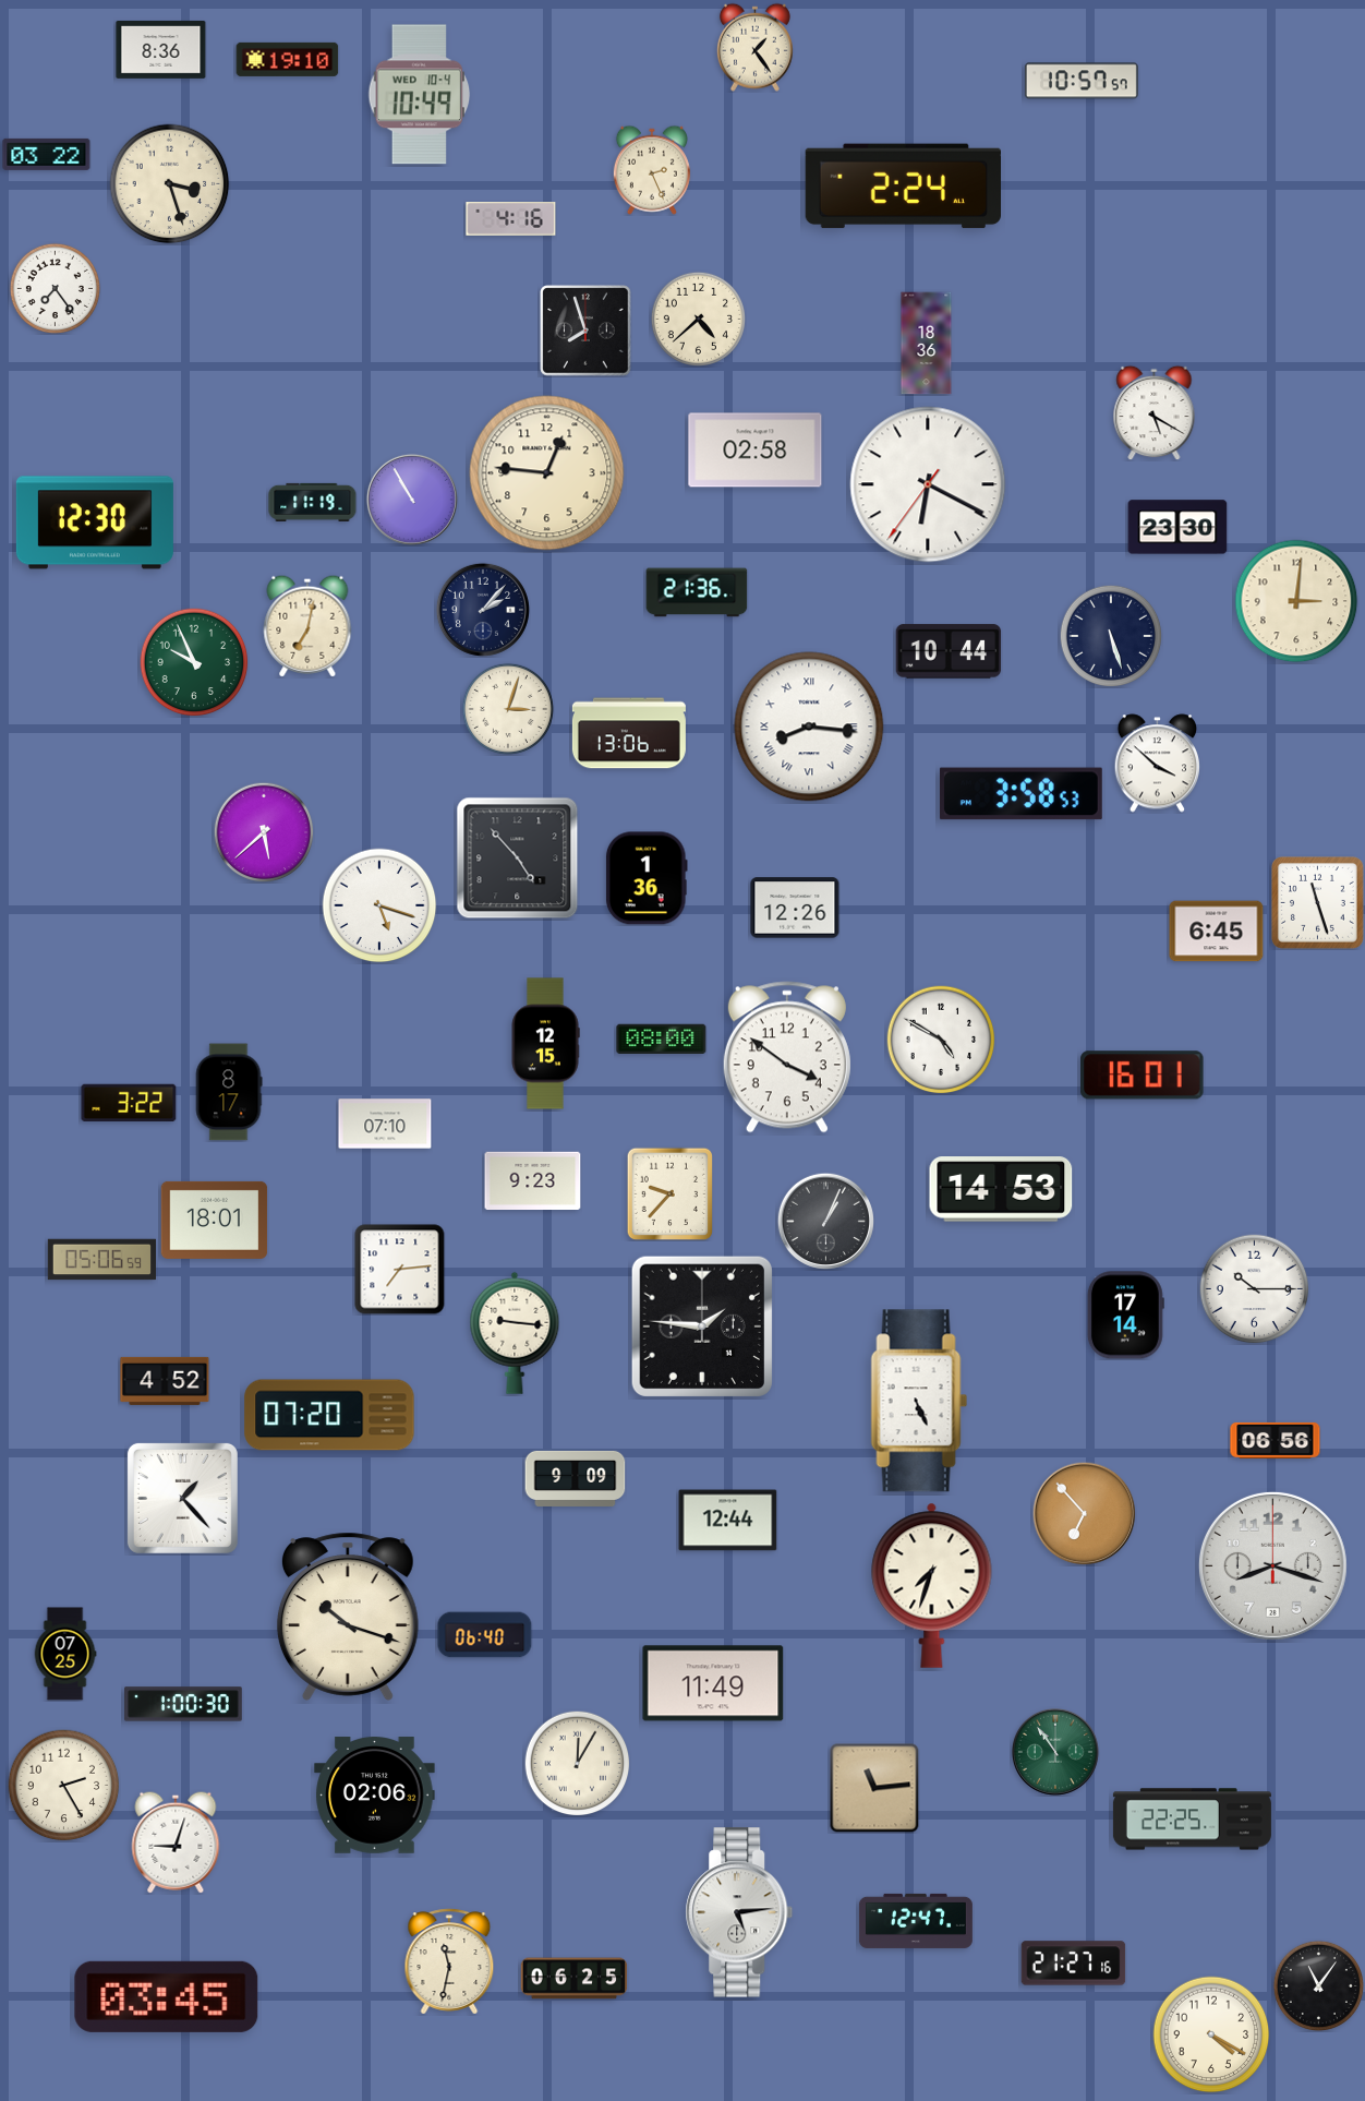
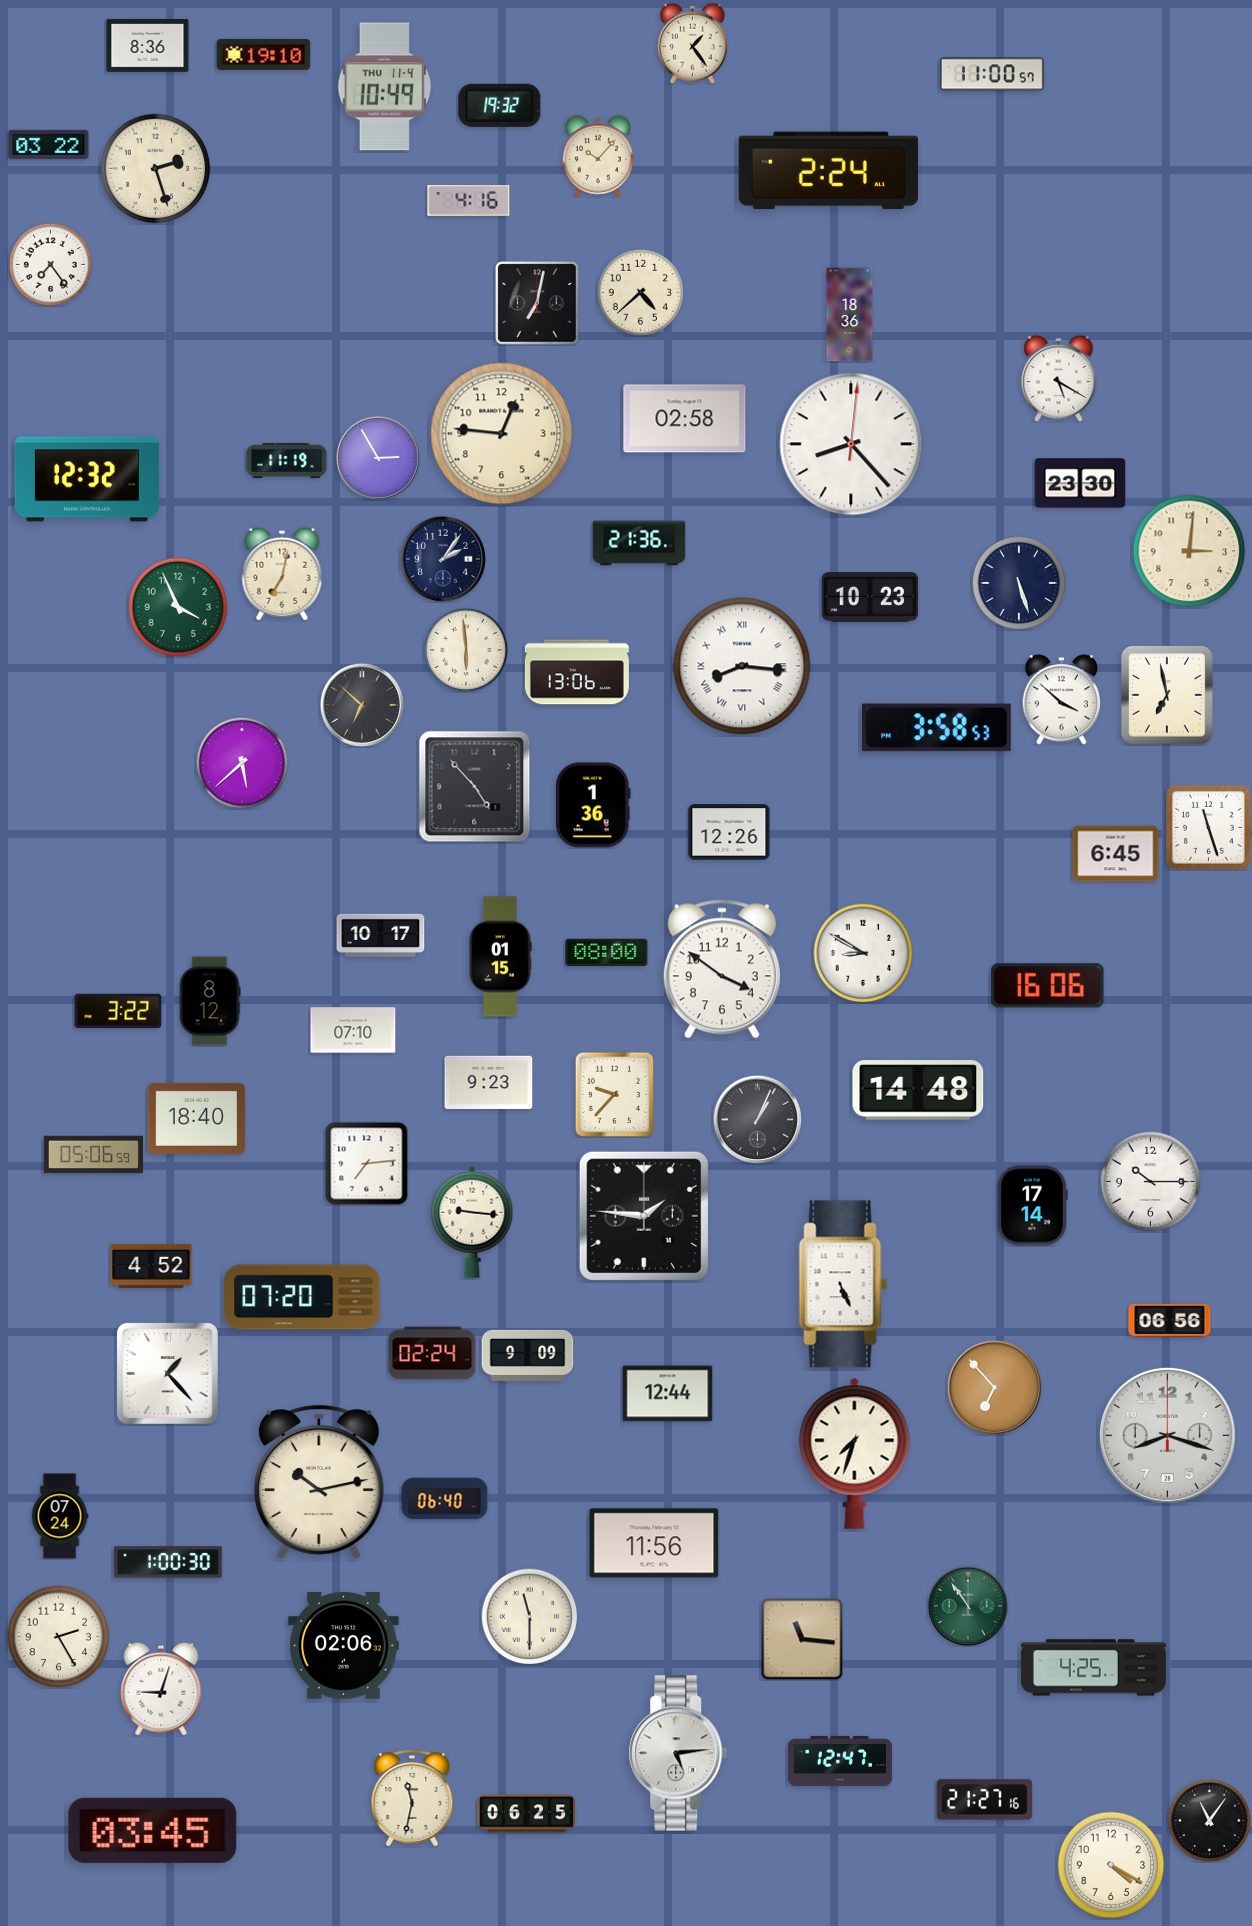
clock at (1082, 81): 10:57 -> 11:00
clock at (420, 95) date: WED 10-4 -> THU 11-4
clock at (500, 105): none -> 19:32
clock at (47, 154) position: (47, 154) -> (49, 144)
clock at (652, 170): 2:26 -> 10:07
clock at (170, 184): 3:27 -> 2:27
clock at (585, 331): 7:57 -> 7:02
clock at (756, 451) position: (756, 451) -> (685, 419)
clock at (928, 484): 6:19 -> 8:23
clock at (412, 500): 10:55 -> 2:55
clock at (95, 523): 12:30 -> 12:32
clock at (483, 610): 2:07 -> 2:06
clock at (949, 651): 10:44 -> 10:23
clock at (194, 662): 9:56 -> 3:56
clock at (508, 709): 3:03 -> 5:59
clock at (1167, 696): none -> 6:58
clock at (362, 705): none -> 6:52
clock at (379, 905): 5:18 -> none
clock at (381, 935): none -> 10:17
clock at (941, 1040): 4:50 -> 8:50
clock at (545, 1044): 12:15 -> 01:15
clock at (1143, 1076): 16:01 -> 16:06
clock at (229, 1092): 8:17 -> 8:12
clock at (1001, 1189): 14:53 -> 14:48
clock at (215, 1220): 18:01 -> 18:40
clock at (432, 1353): none -> 02:24
clock at (348, 1617): 10:18 -> 10:13
clock at (65, 1654): 07:25 -> 07:24
clock at (713, 1683): 11:49 -> 11:56
clock at (577, 1763): 12:05 -> 11:30
clock at (874, 1788): 11:14 -> 11:16
clock at (1192, 1820): 22:25 -> 4:25
